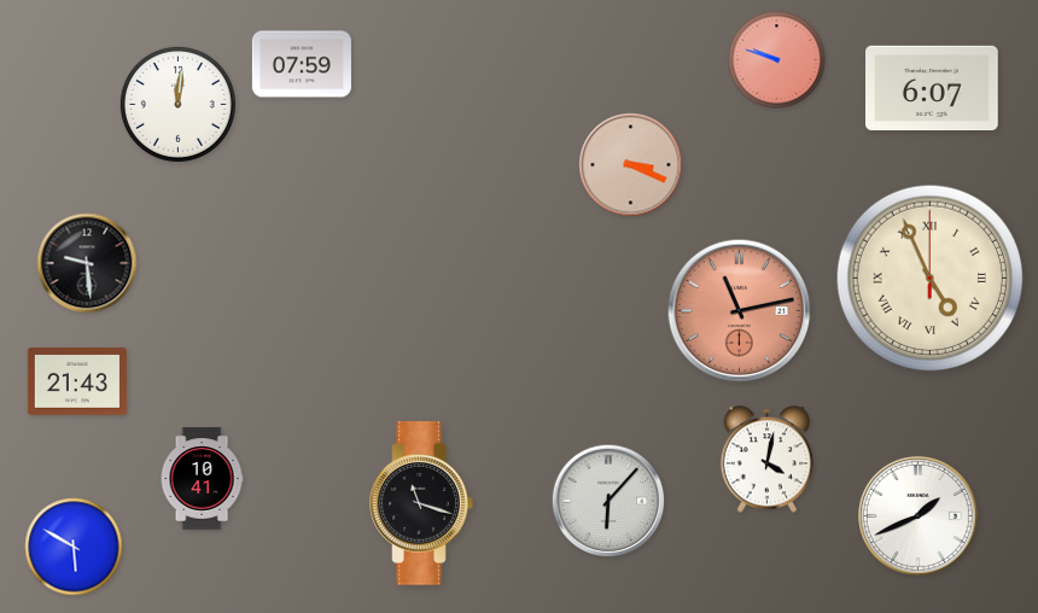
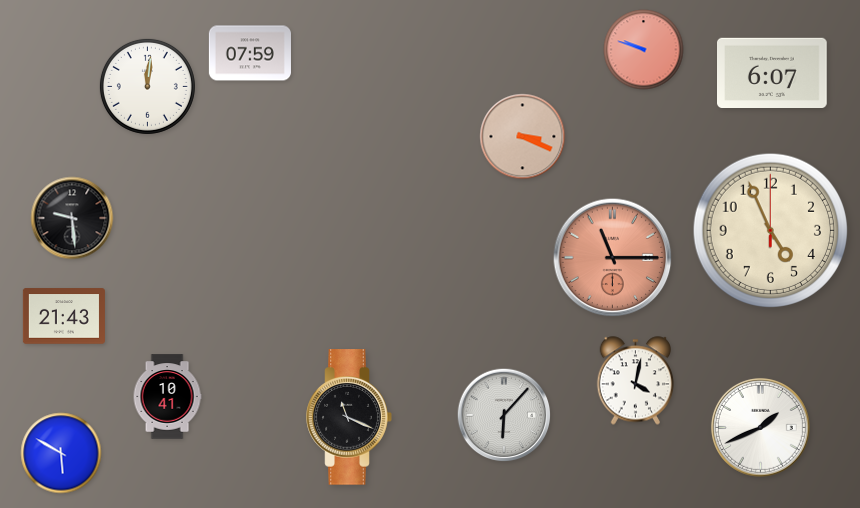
clock at (931, 279) numerals: Roman -> Arabic
clock at (740, 311): 11:13 -> 11:15
clock at (421, 503): 11:18 -> 11:19
